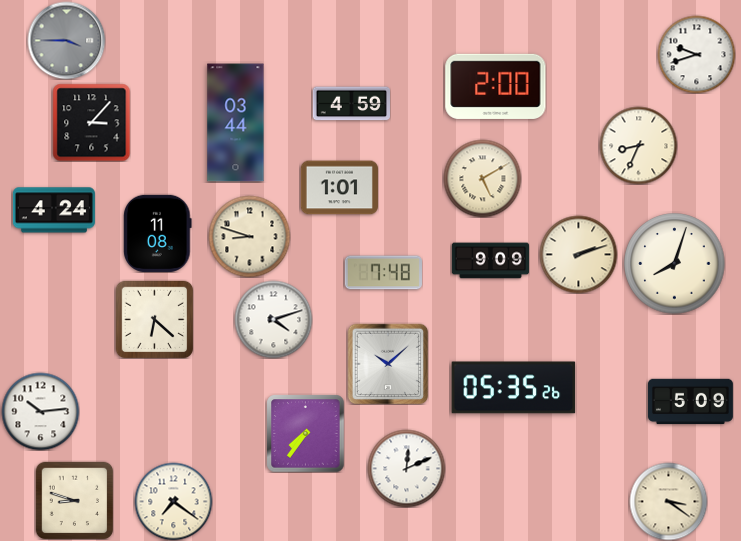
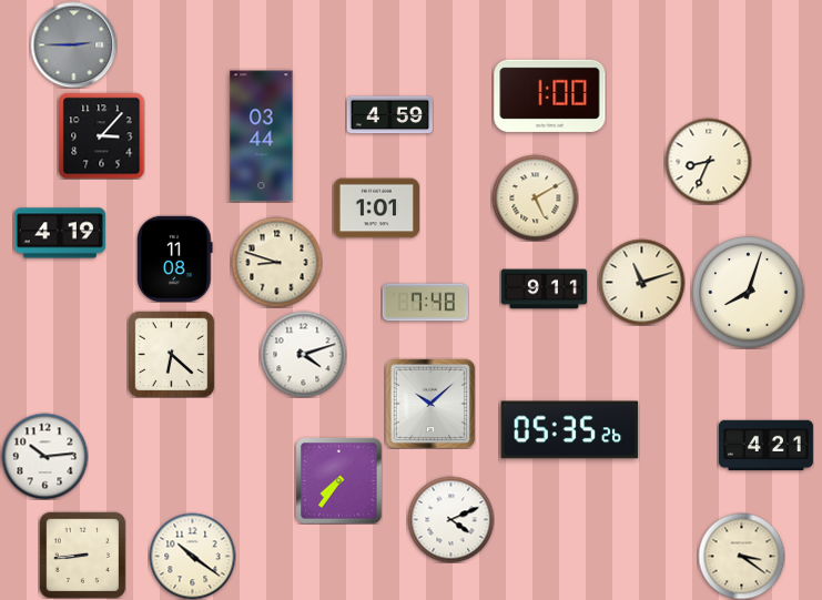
clock at (66, 40): 3:45 -> 2:45
clock at (696, 54): 9:42 -> none
clock at (496, 86): 2:00 -> 1:00
clock at (54, 210): 4:24 -> 4:19
clock at (578, 254): 2:12 -> 11:12
clock at (490, 261): 9:09 -> 9:11
clock at (690, 402): 5:09 -> 4:21
clock at (406, 468): 12:11 -> 4:11
clock at (74, 500): 8:48 -> 8:44
clock at (173, 501): 7:21 -> 10:21
